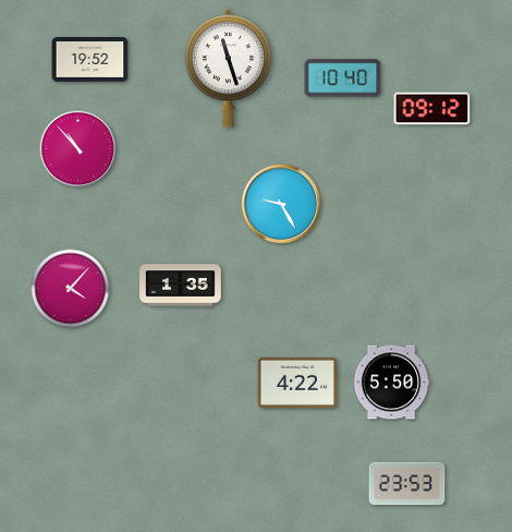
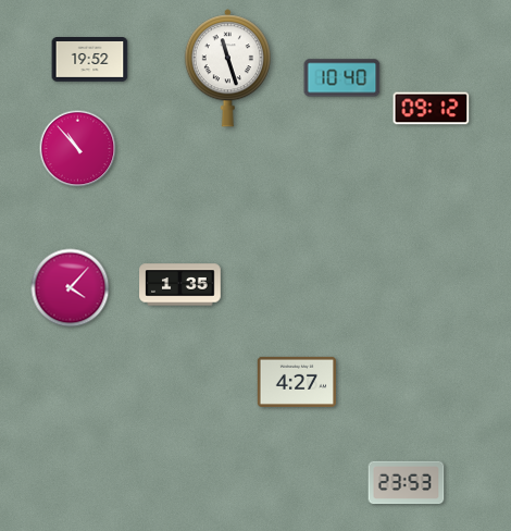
clock at (281, 204): 9:25 -> none
clock at (296, 383): 4:22 -> 4:27
clock at (391, 383): 5:50 -> none
